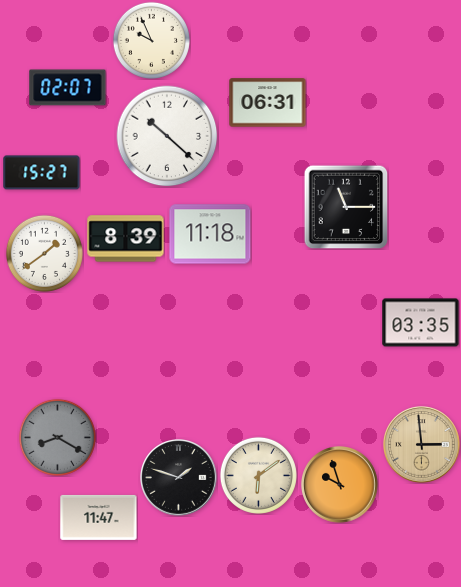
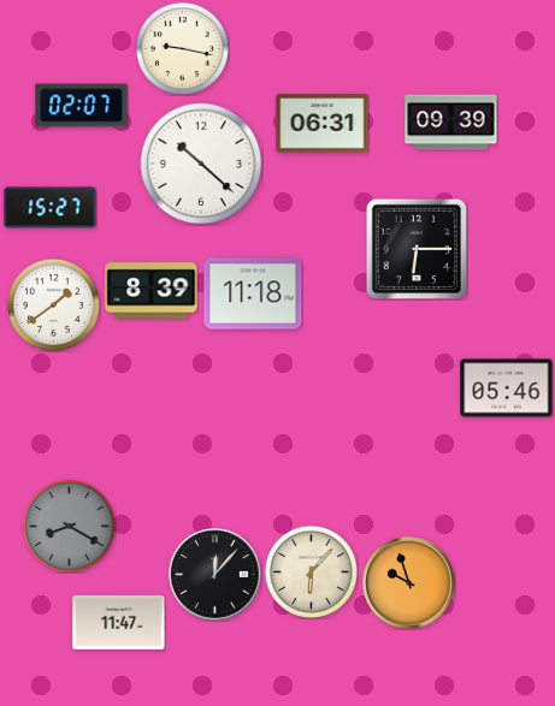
clock at (151, 40): 9:56 -> 9:17
clock at (451, 123): none -> 09:39
clock at (346, 207): 11:15 -> 6:15
clock at (210, 234) position: (210, 234) -> (253, 293)
clock at (126, 239) position: (126, 239) -> (152, 291)
clock at (421, 323): 03:35 -> 05:46
clock at (422, 445): 2:59 -> none
clock at (258, 475): 6:09 -> 6:07
clock at (179, 478): 1:48 -> 12:07
